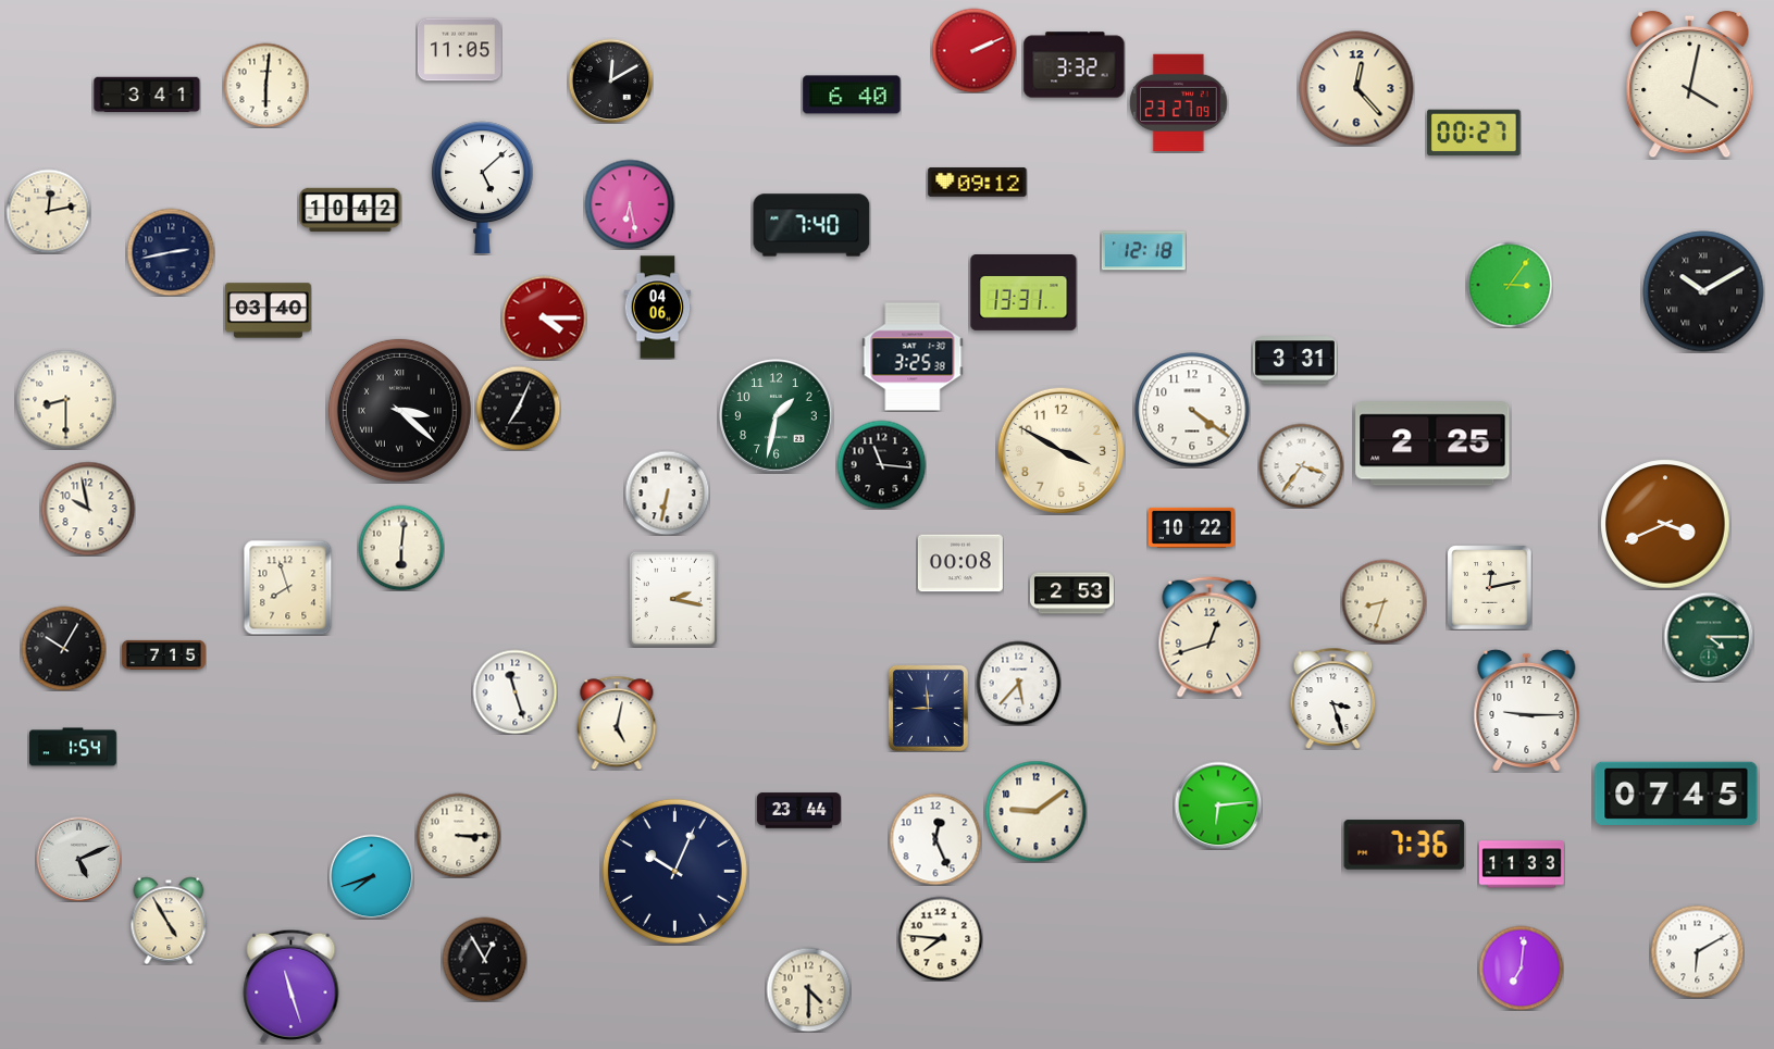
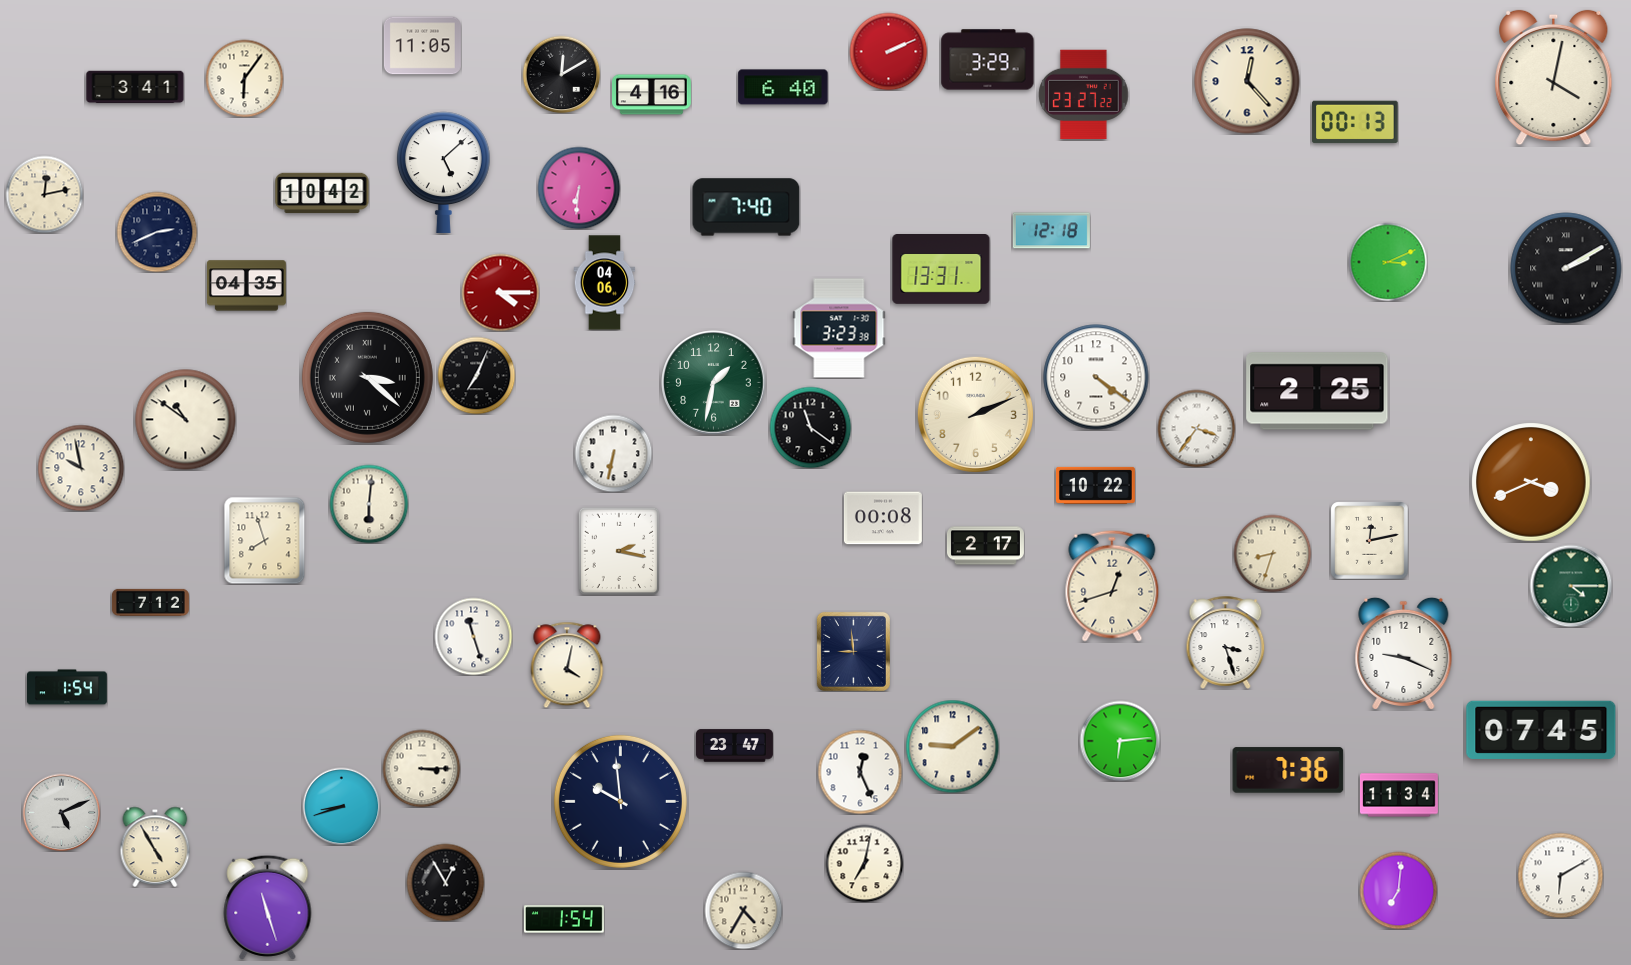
clock at (973, 50) position: (973, 50) -> (888, 51)
clock at (1075, 65): 3:32 -> 3:29
clock at (265, 85): 6:01 -> 6:06
clock at (652, 95): none -> 4:16
clock at (1179, 103): 23:27:09 -> 23:27:22
clock at (1474, 133): 00:27 -> 00:13
clock at (978, 183): 09:12 -> none
clock at (630, 204): 6:28 -> 6:31
clock at (171, 252): 2:43 -> 2:41
clock at (1510, 285): 3:06 -> 3:11
clock at (1703, 291): 10:10 -> 2:10
clock at (268, 311): 03:40 -> 04:35
clock at (913, 357): 3:25 -> 3:23
clock at (1294, 361): 3:31 -> none
clock at (65, 399): 8:30 -> none
clock at (1432, 444) position: (1432, 444) -> (1317, 391)
clock at (1060, 450): 3:50 -> 2:11
clock at (186, 420): none -> 10:51
clock at (881, 464): 11:16 -> 11:21
clock at (1071, 594): 2:53 -> 2:17
clock at (63, 648): 10:05 -> none
clock at (163, 654): 7:15 -> 7:12
clock at (1018, 683): 5:37 -> none
clock at (1527, 710): 9:15 -> 9:19
clock at (617, 723): 5:02 -> 4:02
clock at (798, 811): 23:44 -> 23:47
clock at (1404, 845) position: (1404, 845) -> (1288, 770)
clock at (78, 859) position: (78, 859) -> (61, 812)
clock at (1522, 864): 11:33 -> 11:34
clock at (674, 871): 10:04 -> 9:59
clock at (371, 876): 7:42 -> 8:42
clock at (940, 938): 7:46 -> 7:02
clock at (808, 989): 4:30 -> 4:35
clock at (565, 919): none -> 1:54
